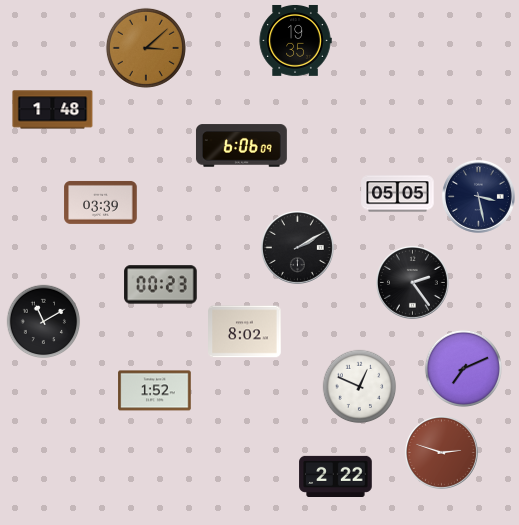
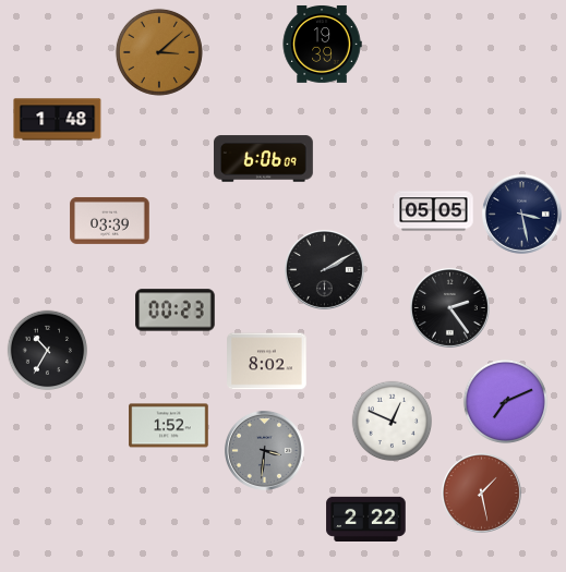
clock at (295, 40): 19:35 -> 19:39
clock at (44, 322): 11:10 -> 10:35
clock at (265, 450): none -> 3:31
clock at (442, 452): 2:48 -> 1:28
